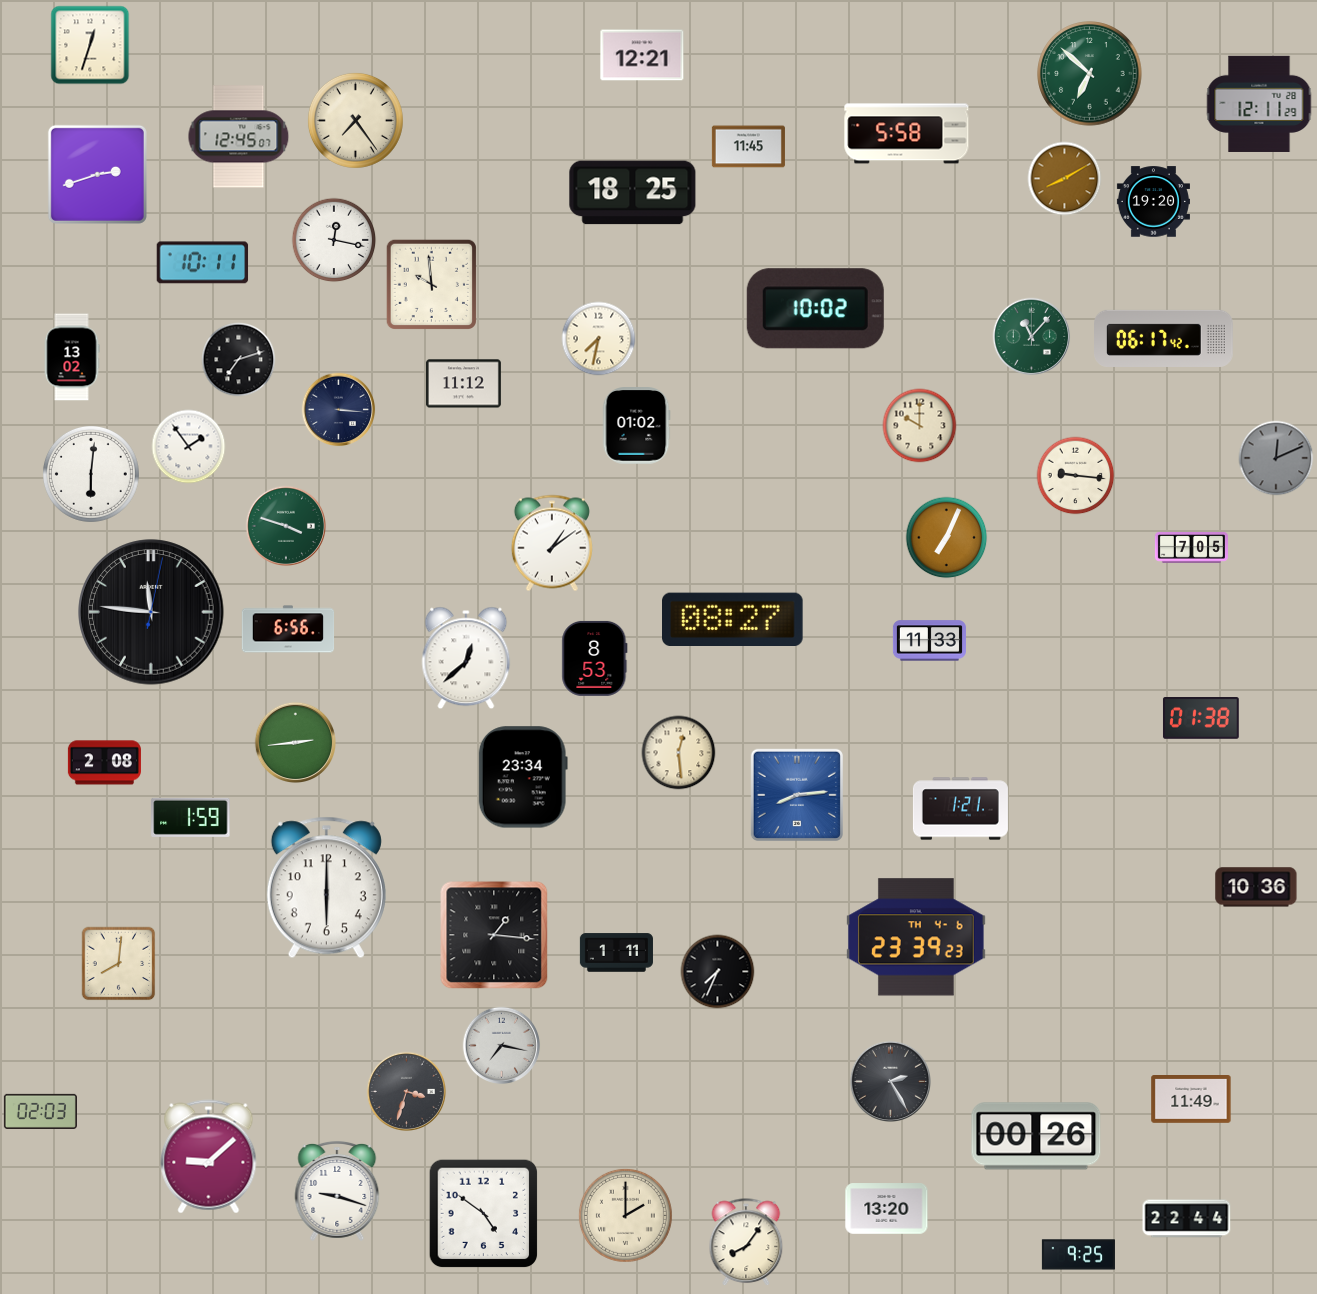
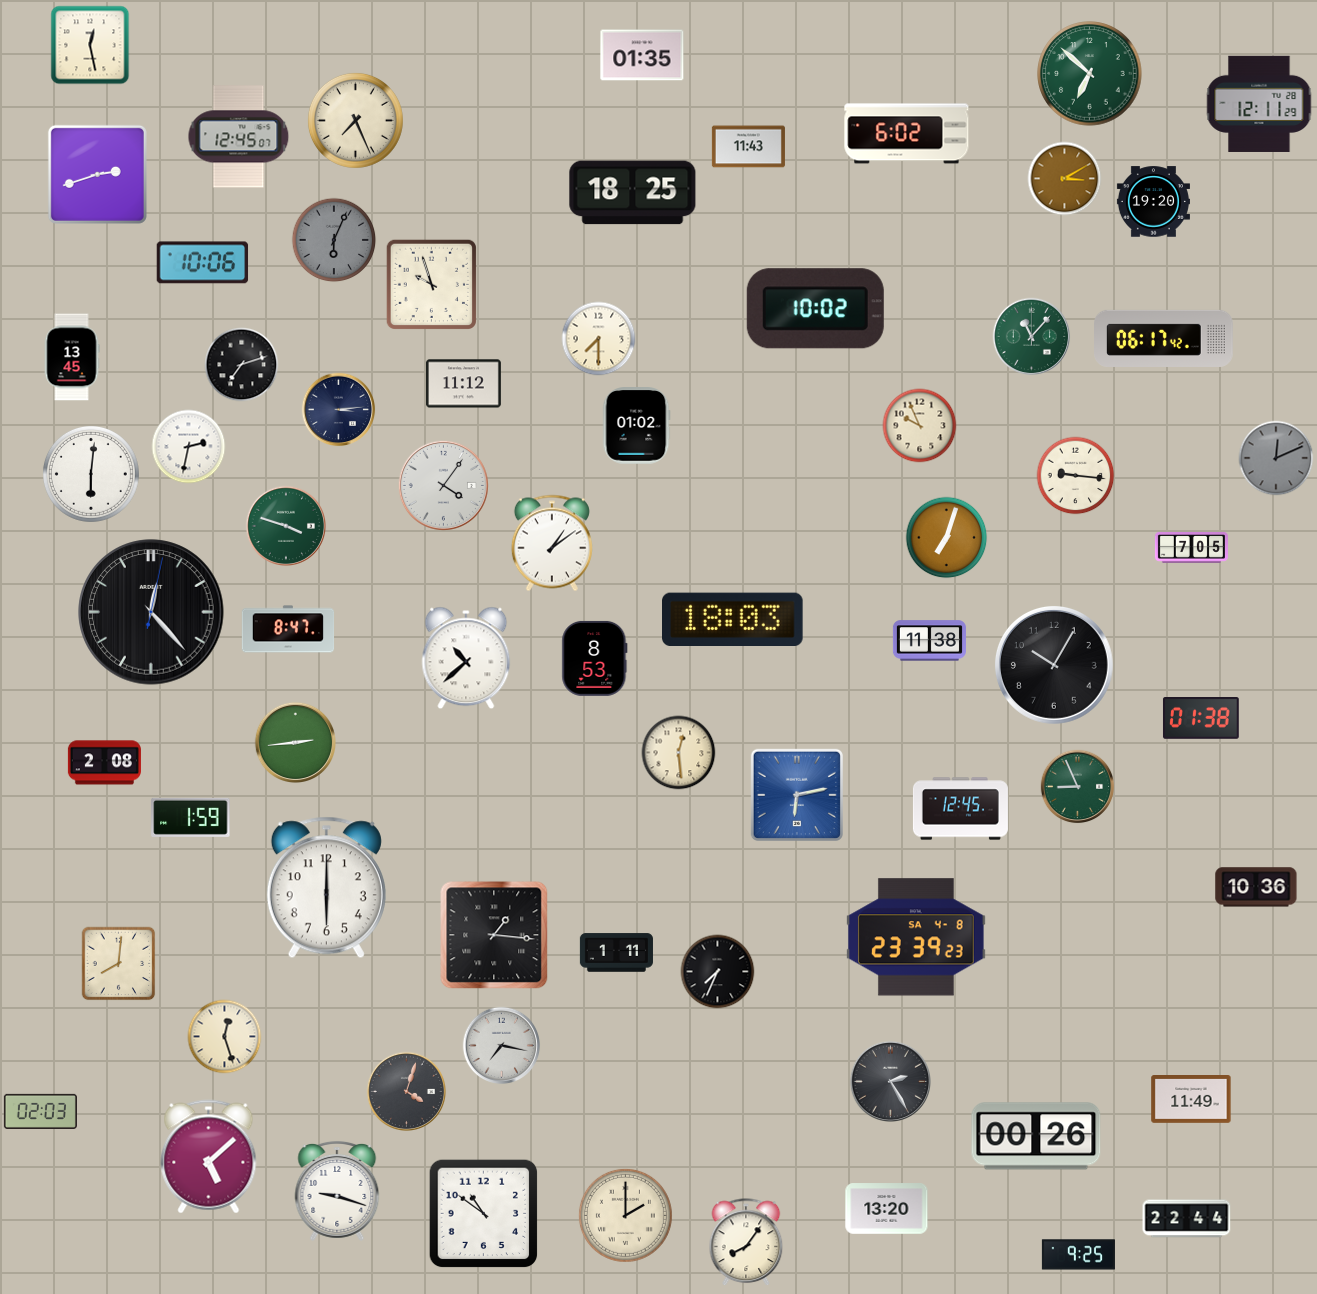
clock at (90, 45): 12:33 -> 12:28
clock at (642, 55): 12:21 -> 01:35
clock at (355, 120): 7:24 -> 7:26
clock at (907, 134): 5:58 -> 6:02
clock at (748, 147): 11:45 -> 11:43
clock at (1065, 179): 8:10 -> 3:10
clock at (334, 240): 12:17 -> 6:04
clock at (334, 240) dial: white -> grey
clock at (203, 263): 10:11 -> 10:06
clock at (432, 285): 9:59 -> 9:57
clock at (599, 339): 7:32 -> 7:30
clock at (72, 357): 13:02 -> 13:45
clock at (239, 360) position: (239, 360) -> (242, 365)
clock at (339, 410): 3:16 -> 3:14
clock at (920, 426): 10:00 -> 9:56
clock at (189, 447): 1:54 -> 2:32
clock at (443, 485): none -> 4:06
clock at (947, 538): 7:04 -> 7:03
clock at (151, 612): 11:46 -> 12:23
clock at (733, 619): 08:27 -> 18:03
clock at (288, 629): 6:56 -> 8:47
clock at (929, 641): 11:33 -> 11:38
clock at (466, 658): 12:38 -> 10:38
clock at (1054, 665): none -> 10:05
clock at (523, 777): 23:34 -> none
clock at (1078, 787): none -> 8:56
clock at (797, 795): 8:14 -> 6:13
clock at (960, 809): 1:21 -> 12:45
clock at (917, 937) date: TH 4-6 -> SA 4-8
clock at (225, 1037): none -> 12:27
clock at (406, 1091): 3:33 -> 4:03
clock at (209, 1157): 9:08 -> 5:08
clock at (484, 1214): 4:51 -> 10:51
